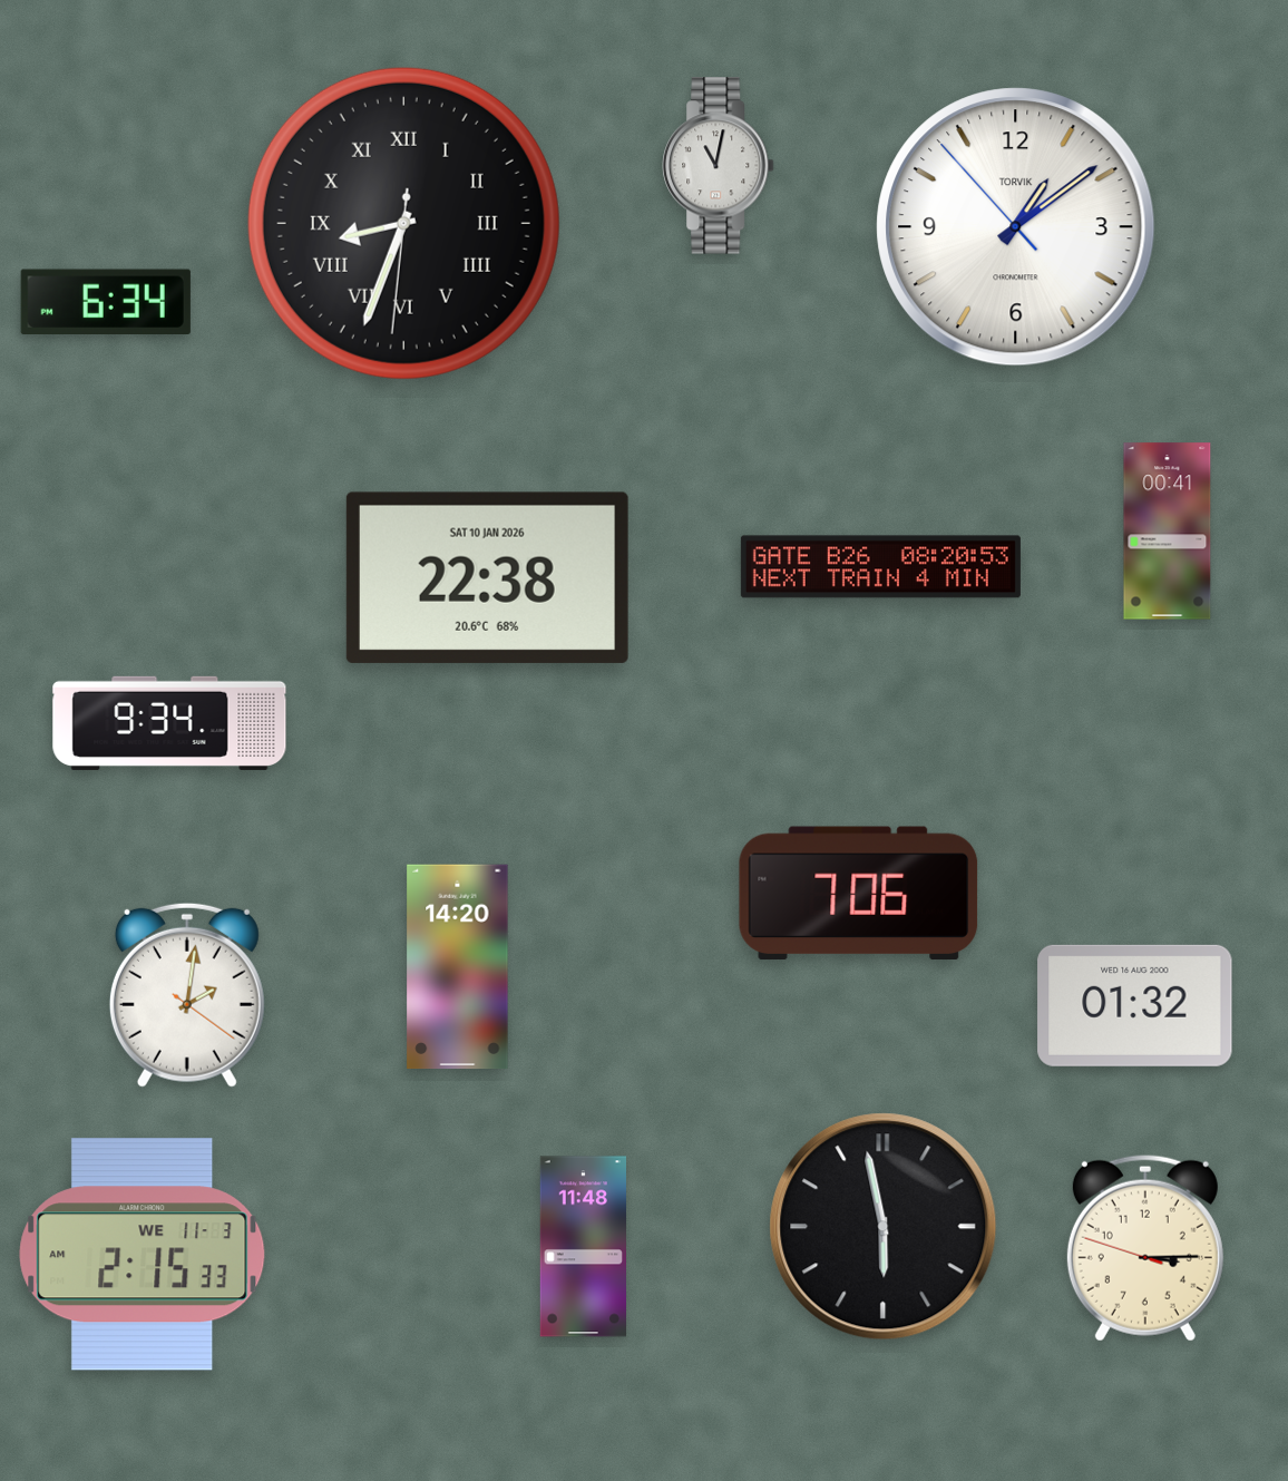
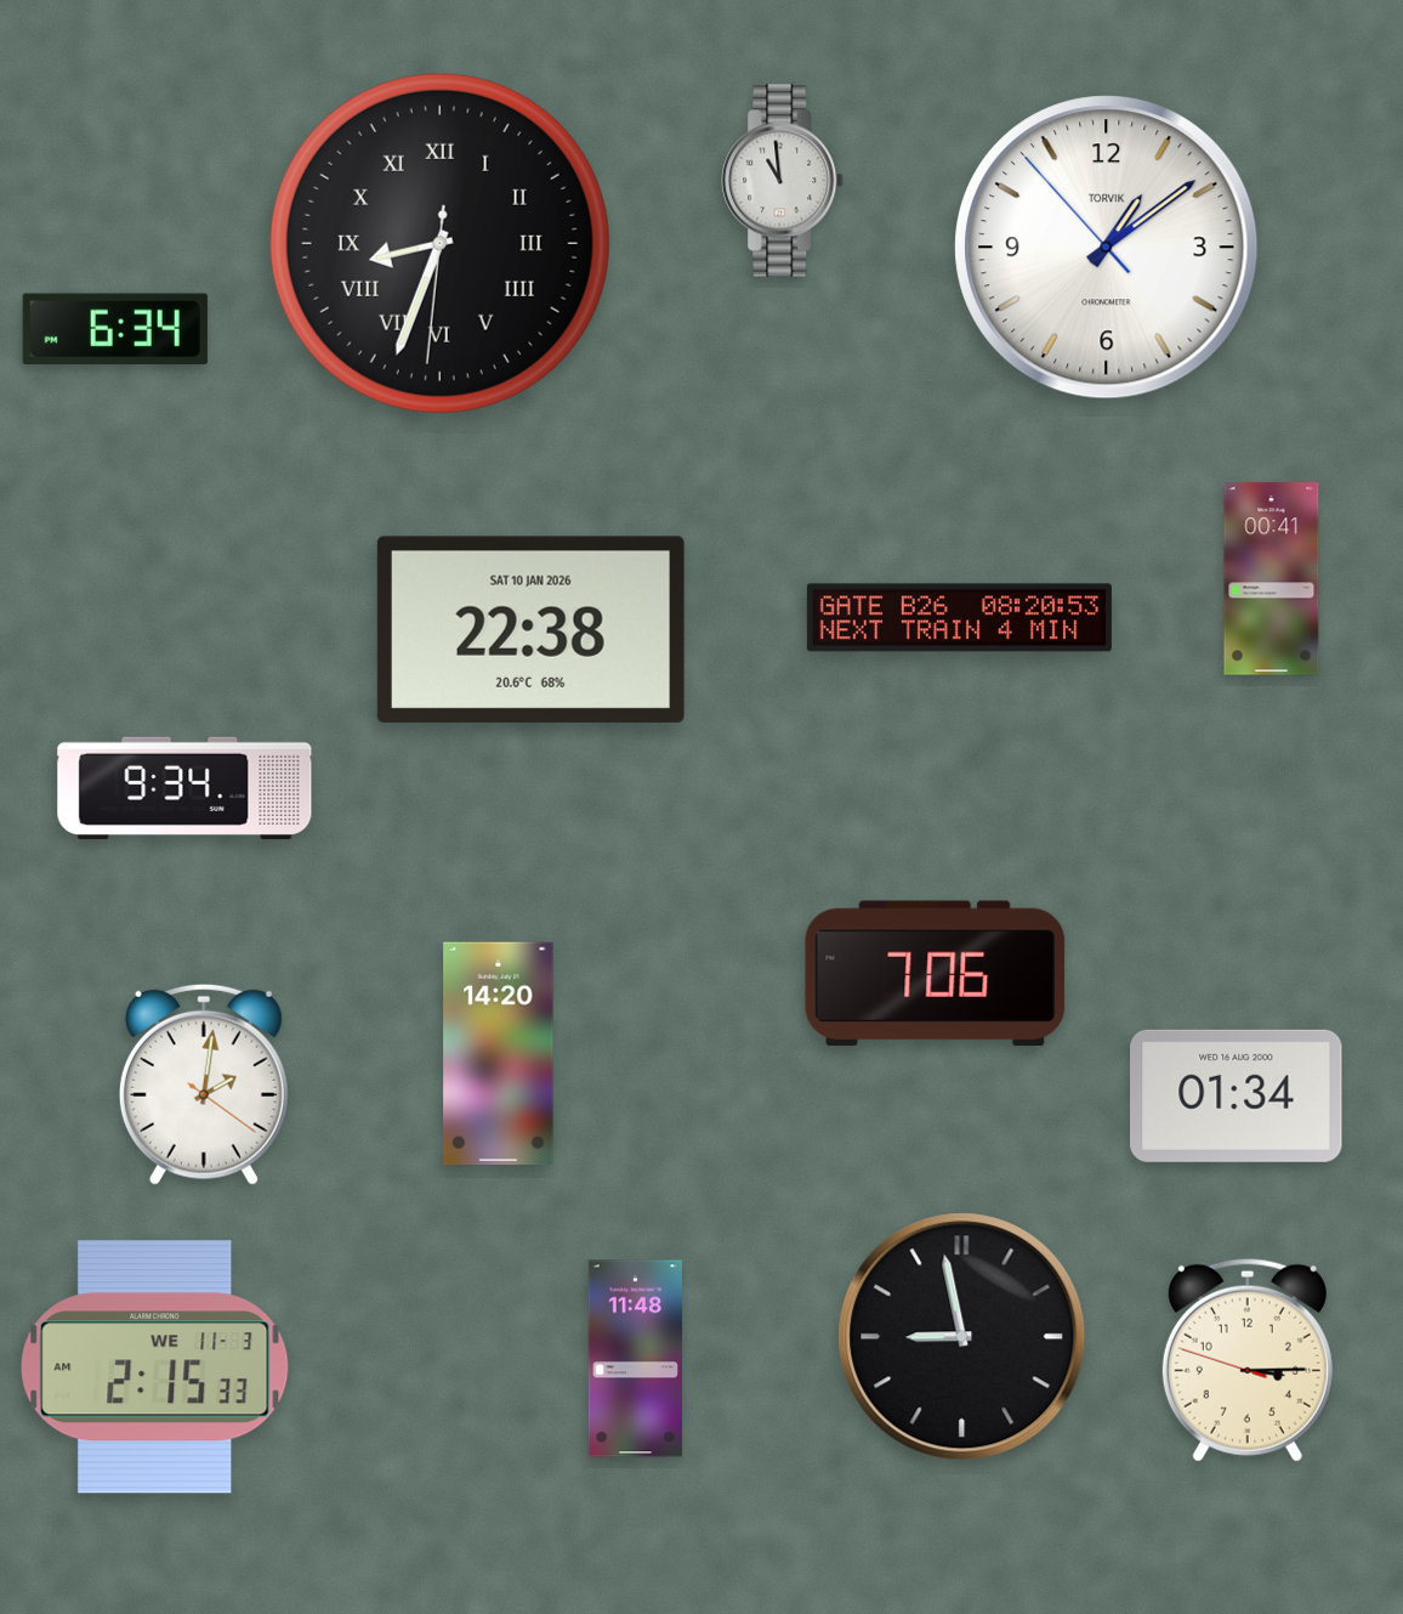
clock at (719, 166): 11:02 -> 10:59
clock at (1135, 1005): 01:32 -> 01:34
clock at (884, 1227): 5:58 -> 8:58
